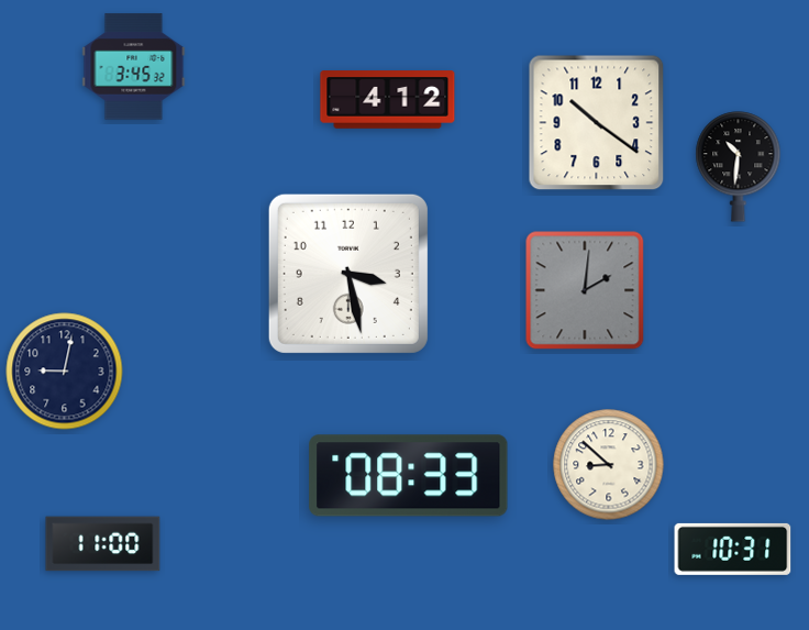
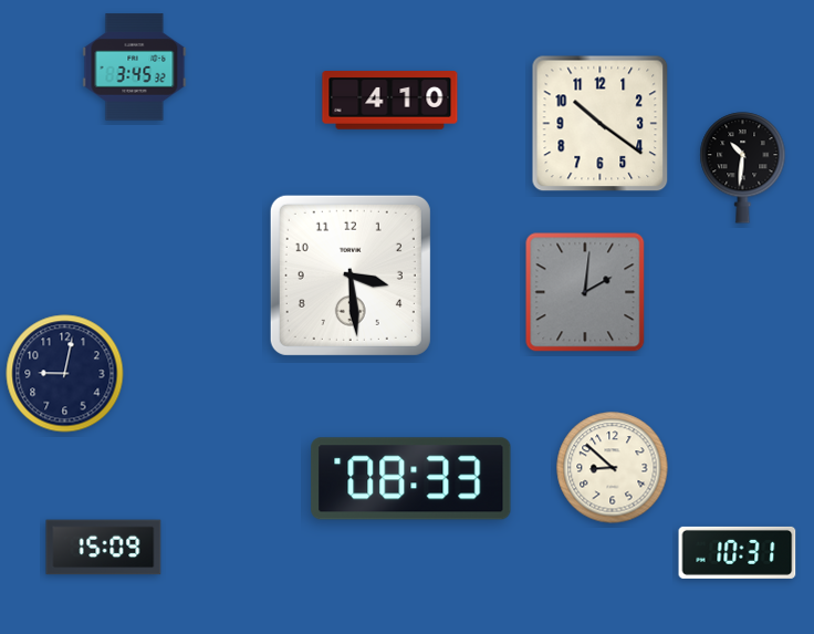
clock at (388, 100): 4:12 -> 4:10
clock at (348, 274): 3:28 -> 3:29
clock at (585, 290) position: (585, 290) -> (585, 292)
clock at (103, 544): 11:00 -> 15:09
